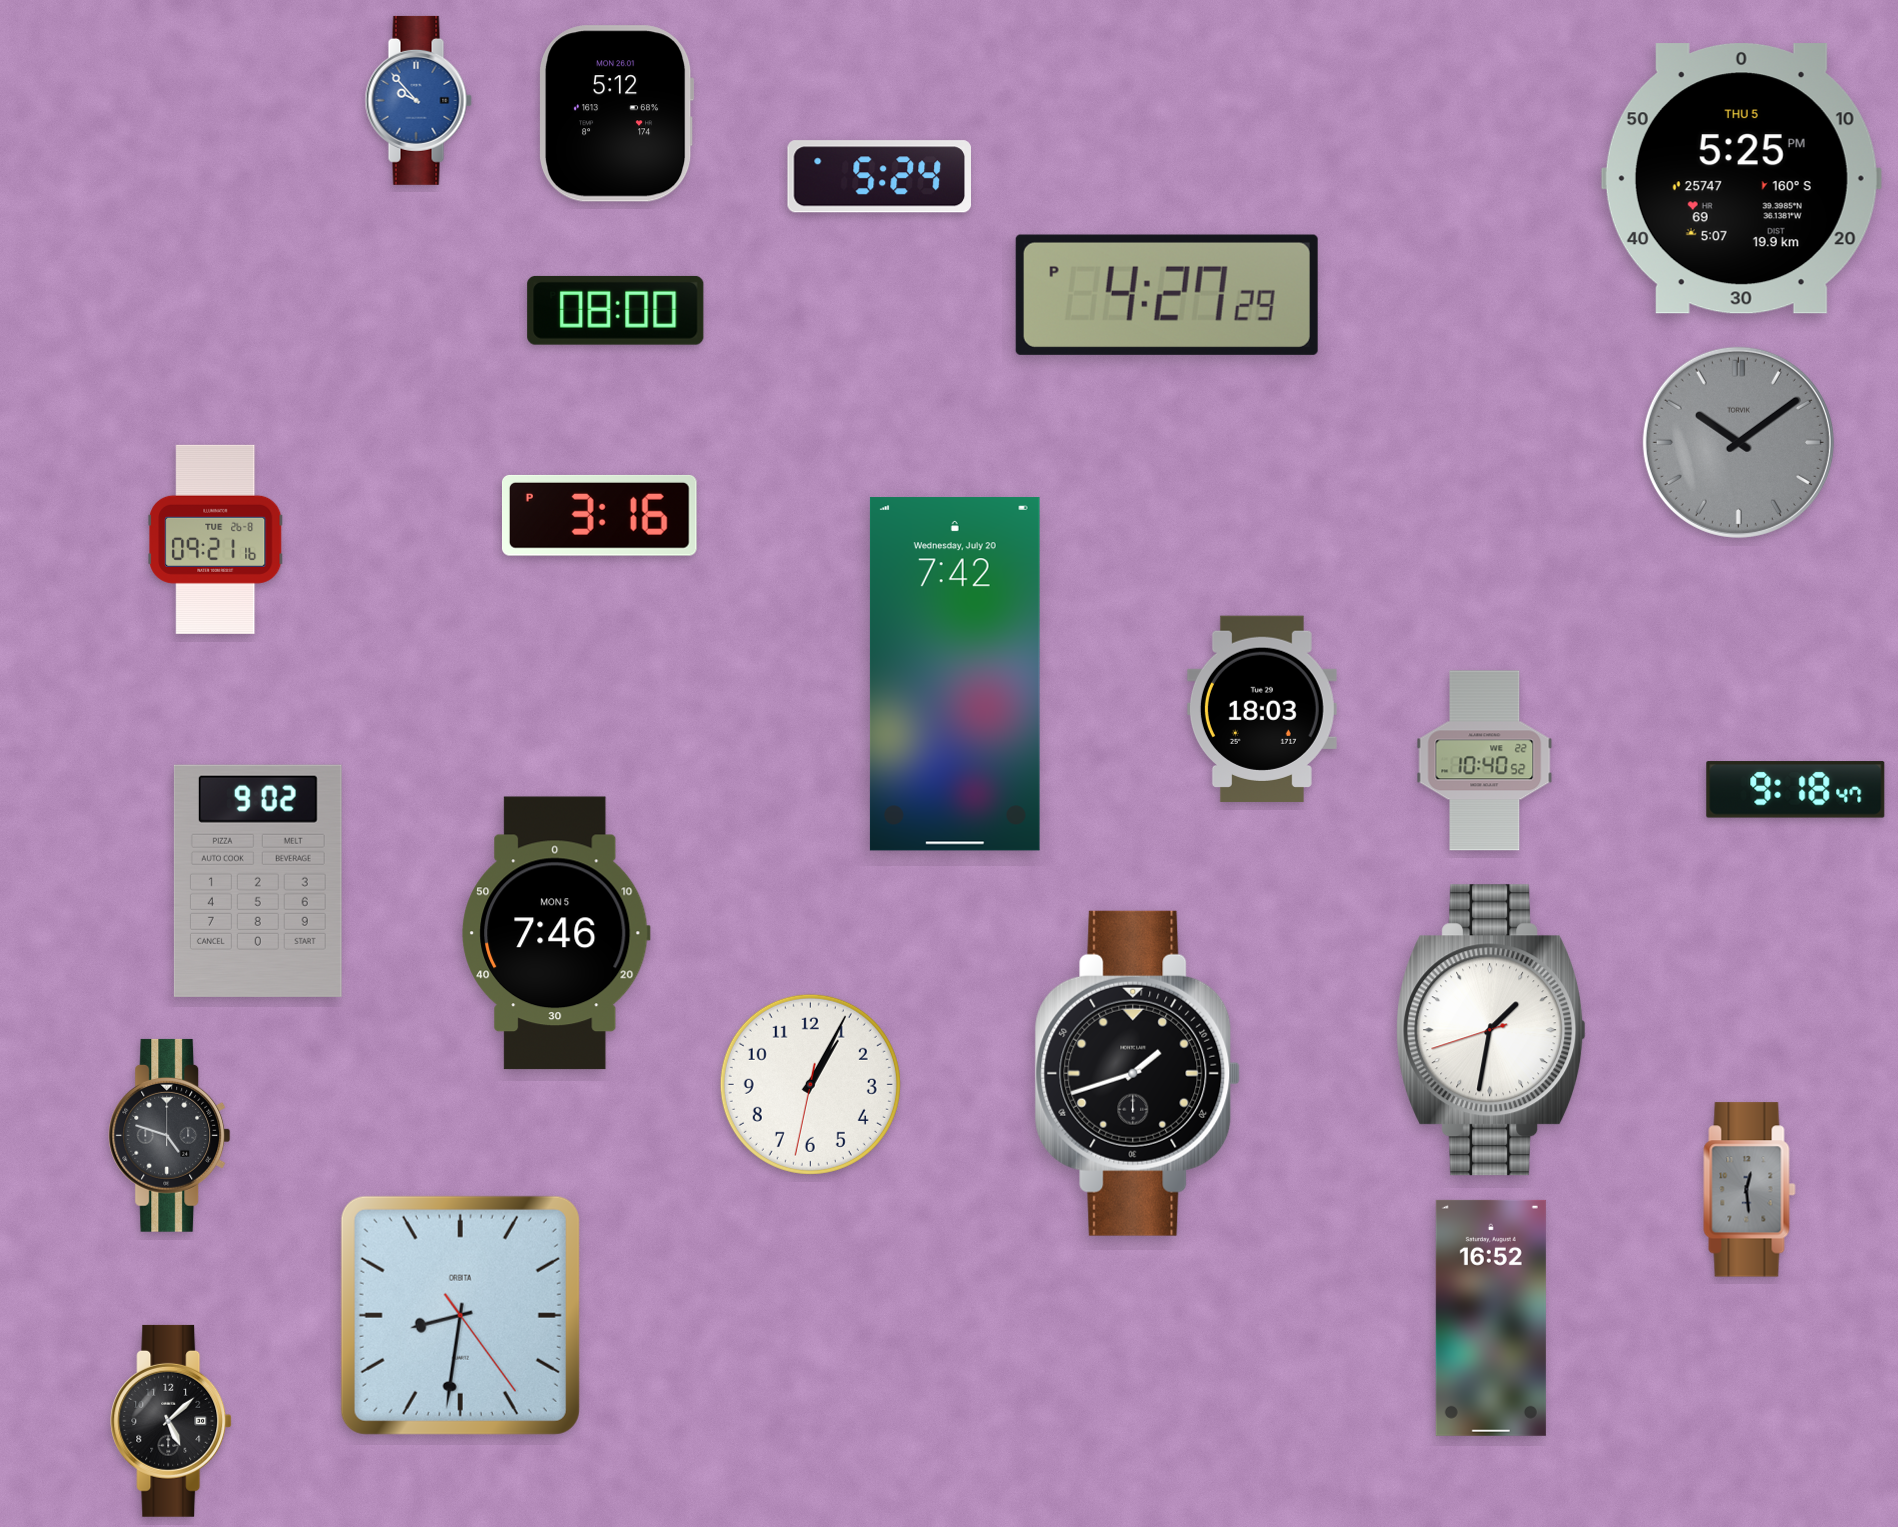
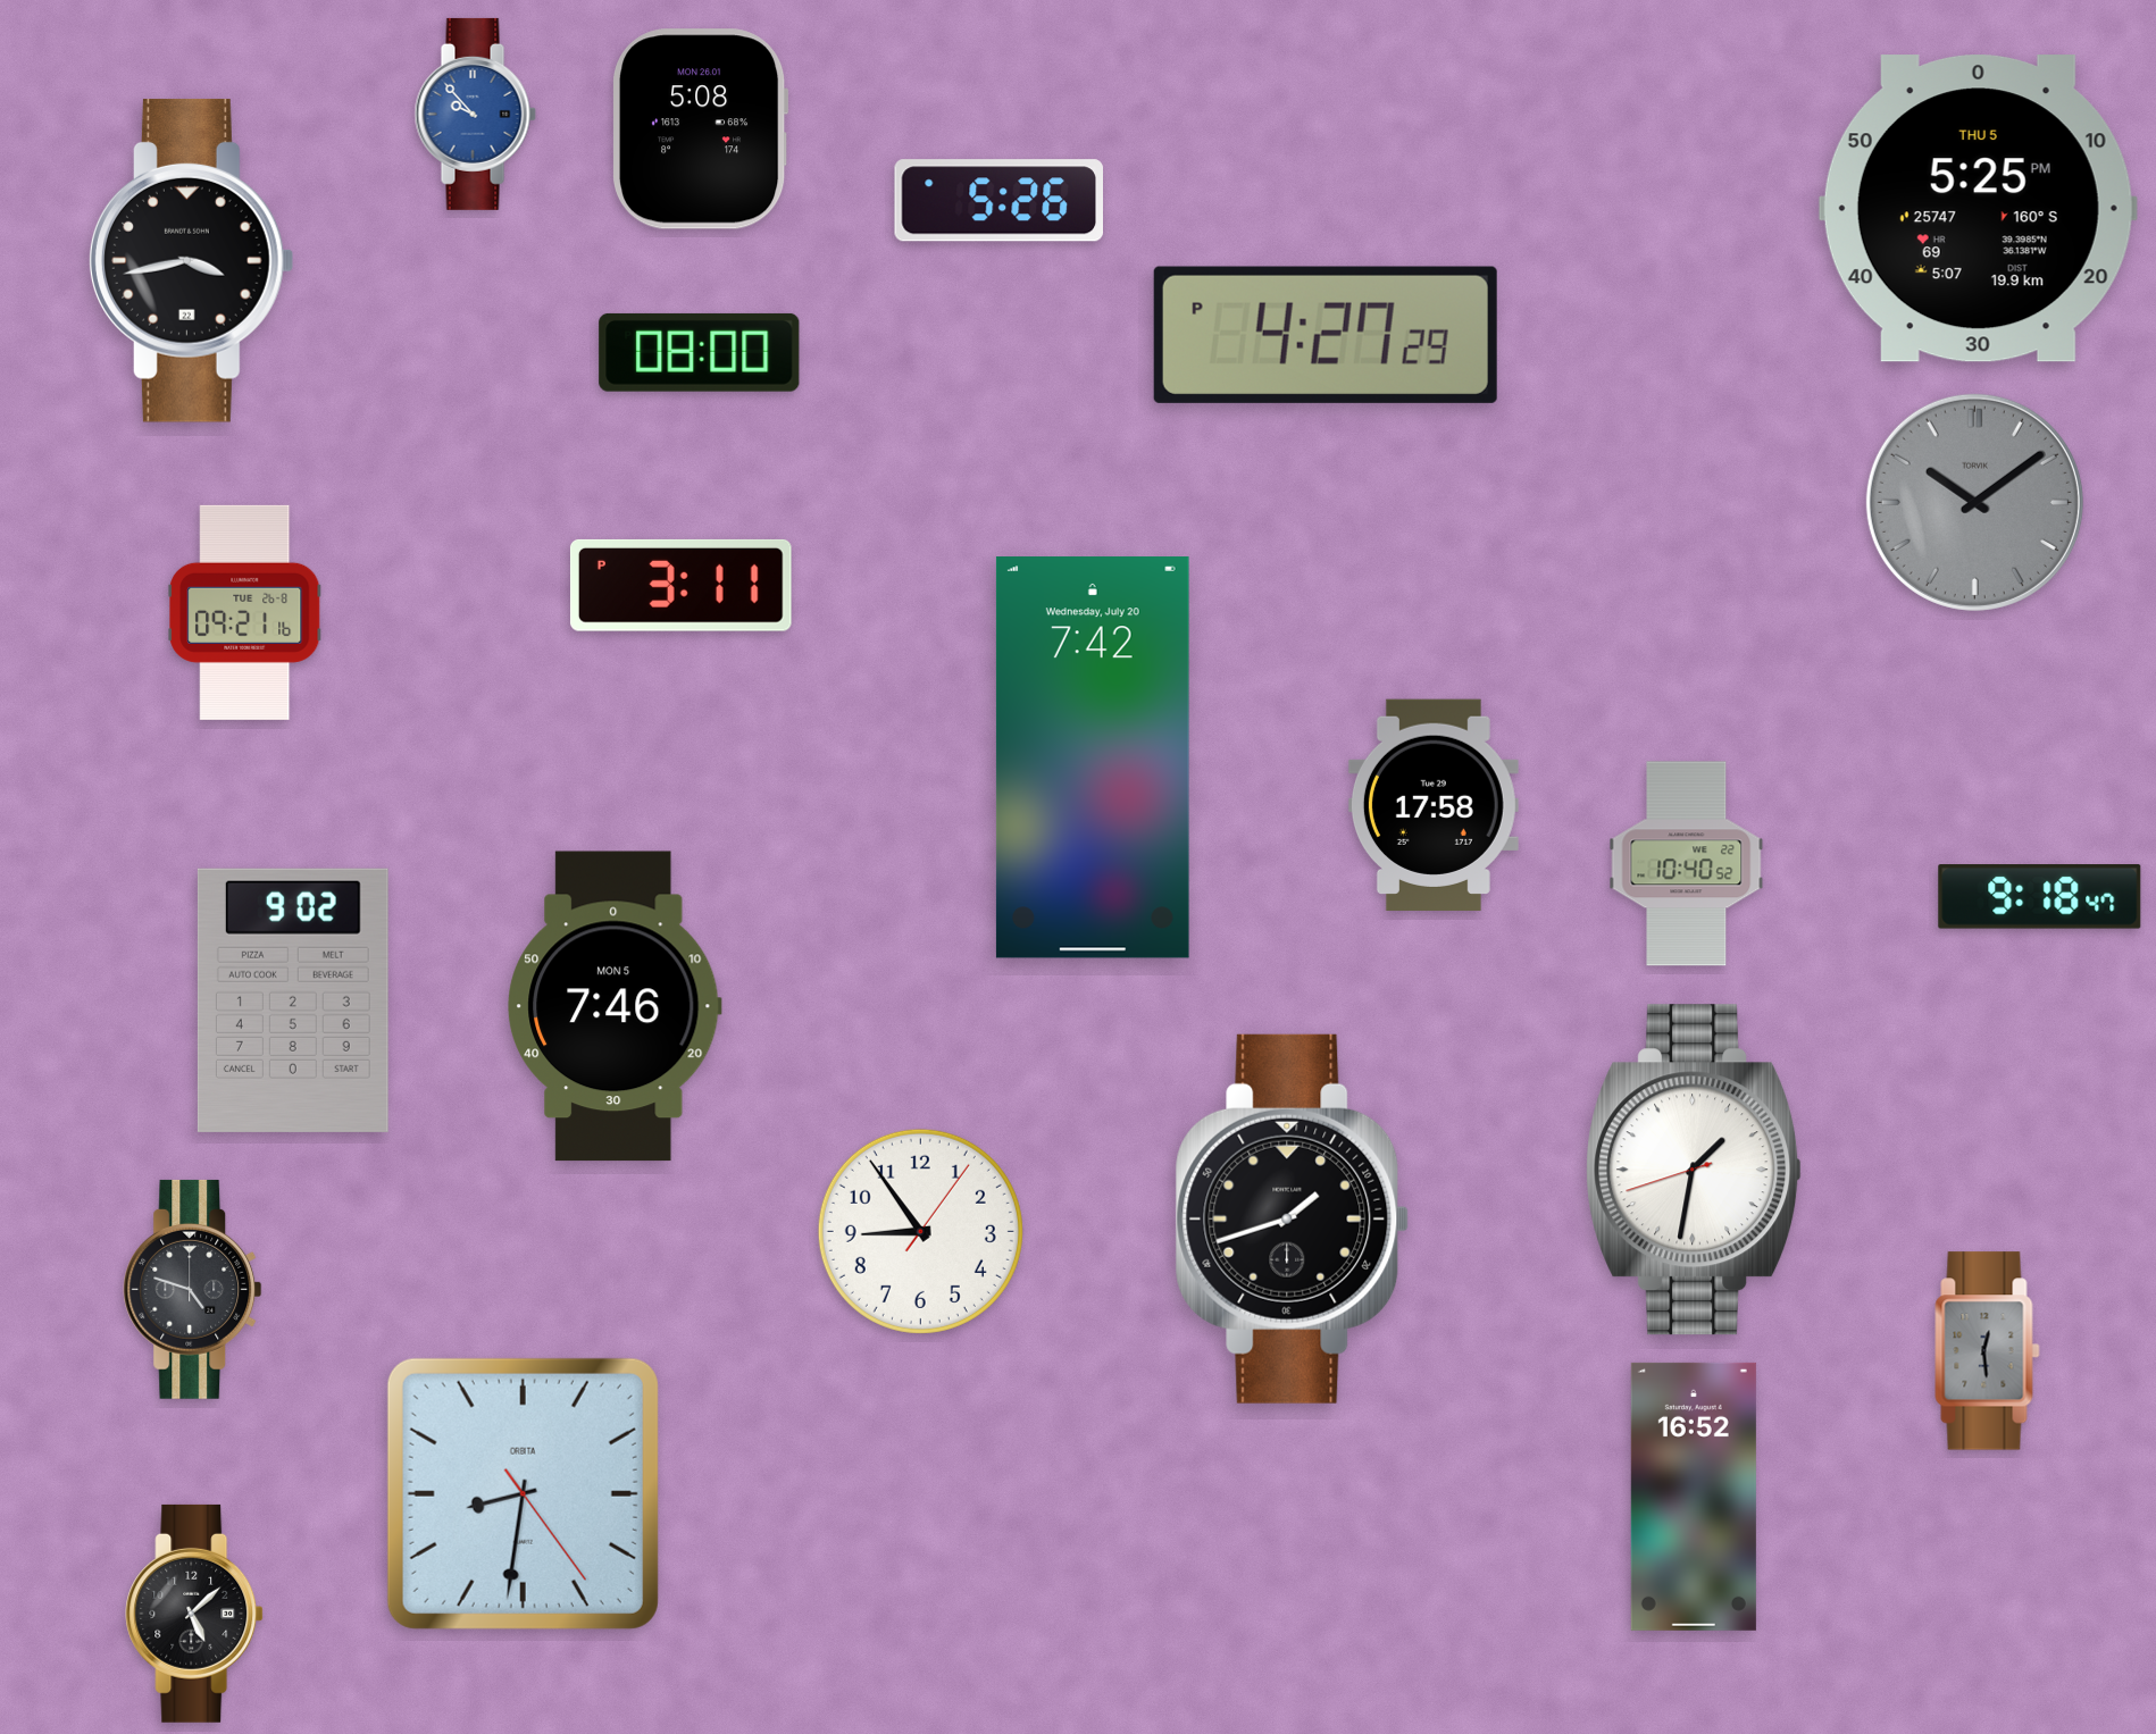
clock at (617, 114): 5:12 -> 5:08
clock at (879, 177): 5:24 -> 5:26
clock at (1741, 179) position: (1741, 179) -> (1978, 209)
clock at (191, 260): none -> 3:43
clock at (599, 515): 3:16 -> 3:11
clock at (955, 674) position: (955, 674) -> (1093, 757)
clock at (1262, 709): 18:03 -> 17:58
clock at (556, 933) position: (556, 933) -> (615, 1006)
clock at (810, 1084): 1:04 -> 8:54
